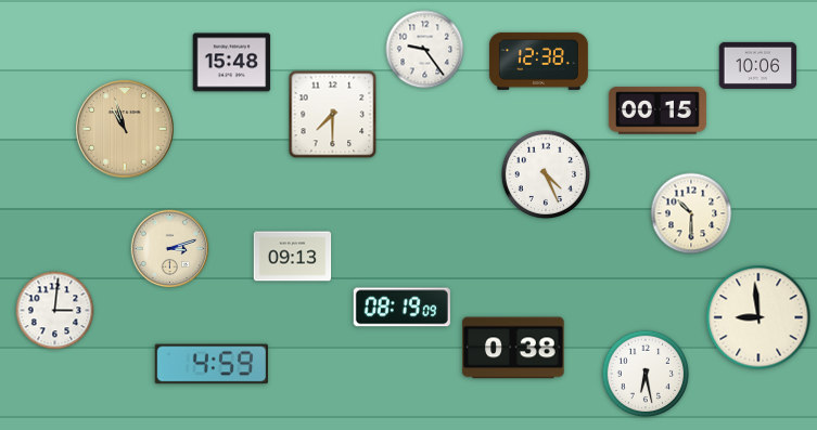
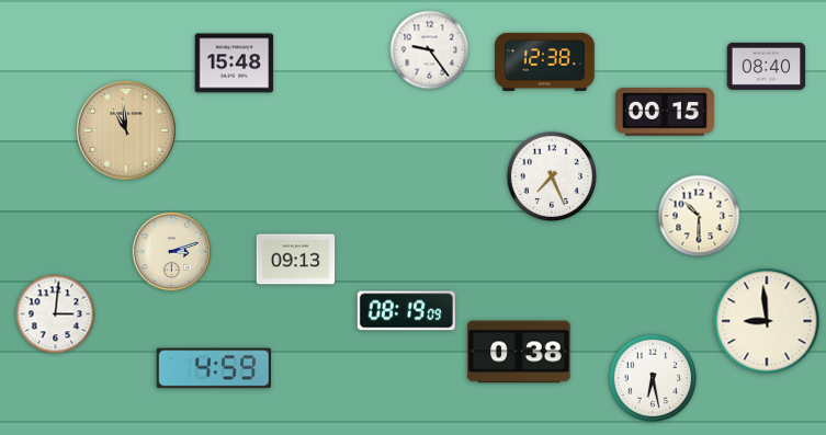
clock at (758, 65): 10:06 -> 08:40
clock at (333, 115): 7:30 -> none
clock at (125, 129): 10:57 -> 10:59
clock at (545, 173): 4:26 -> 7:26
